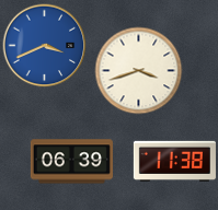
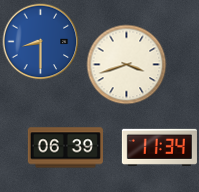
clock at (45, 46): 3:41 -> 8:30
clock at (174, 161): 11:38 -> 11:34
